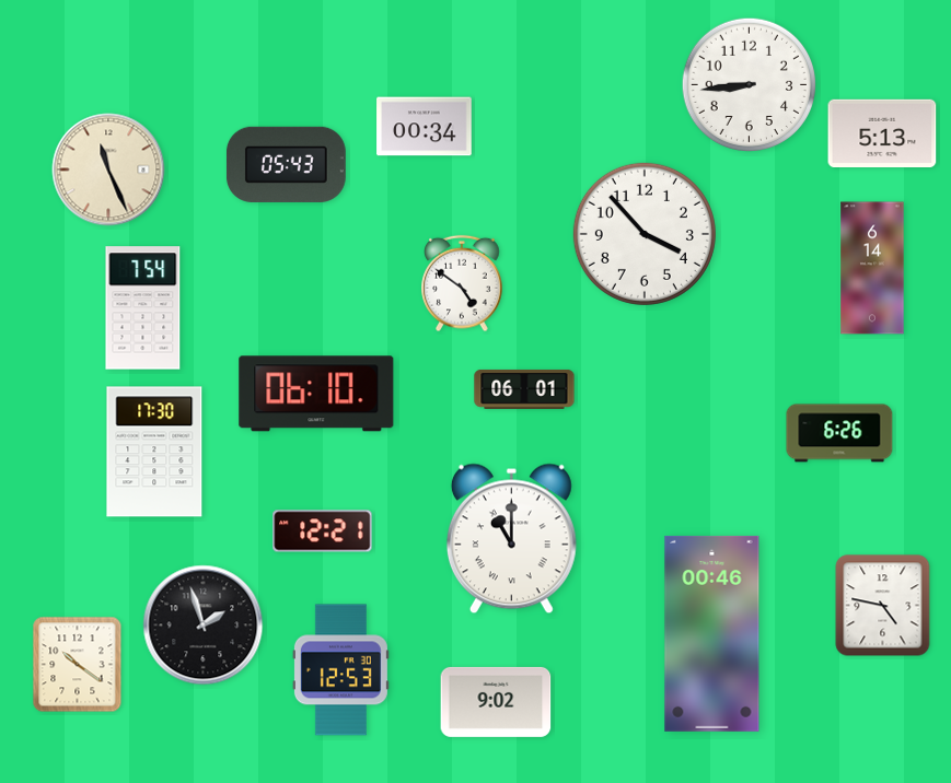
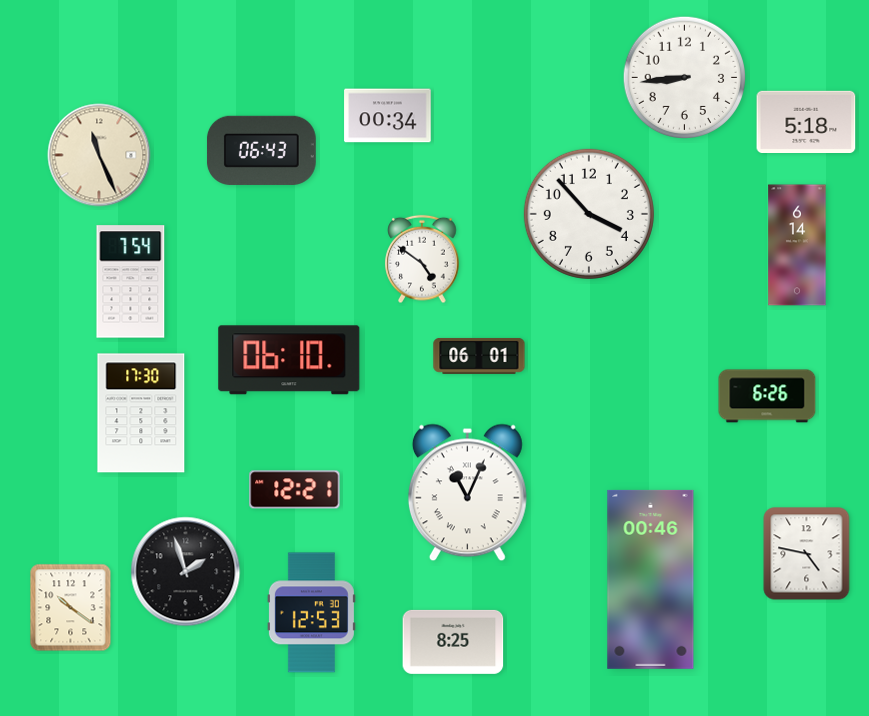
clock at (882, 132): 5:13 -> 5:18
clock at (286, 164): 05:43 -> 06:43
clock at (323, 531) position: (323, 531) -> (295, 490)
clock at (511, 539): 11:00 -> 11:04
clock at (496, 702): 9:02 -> 8:25
